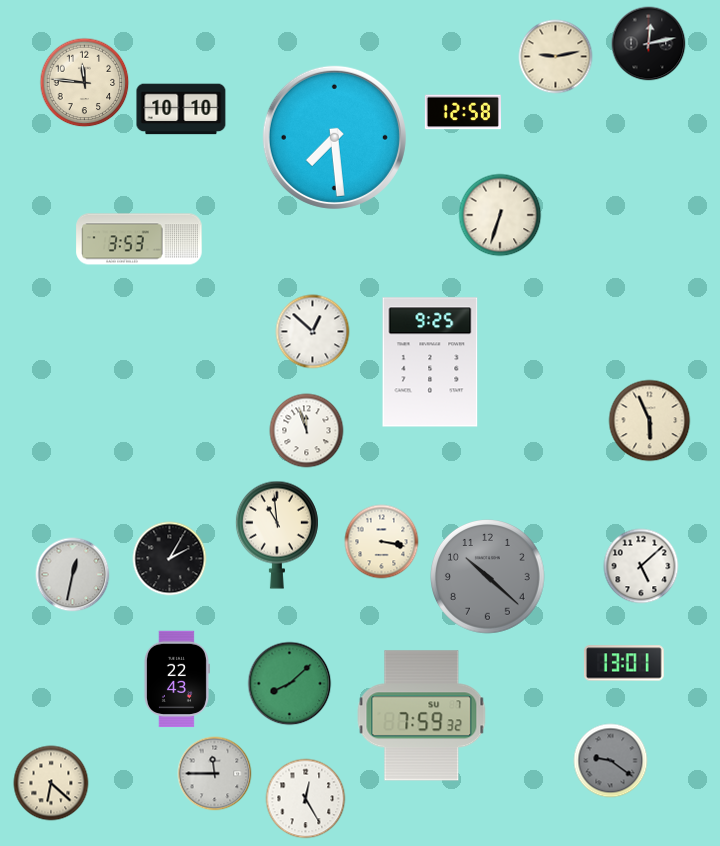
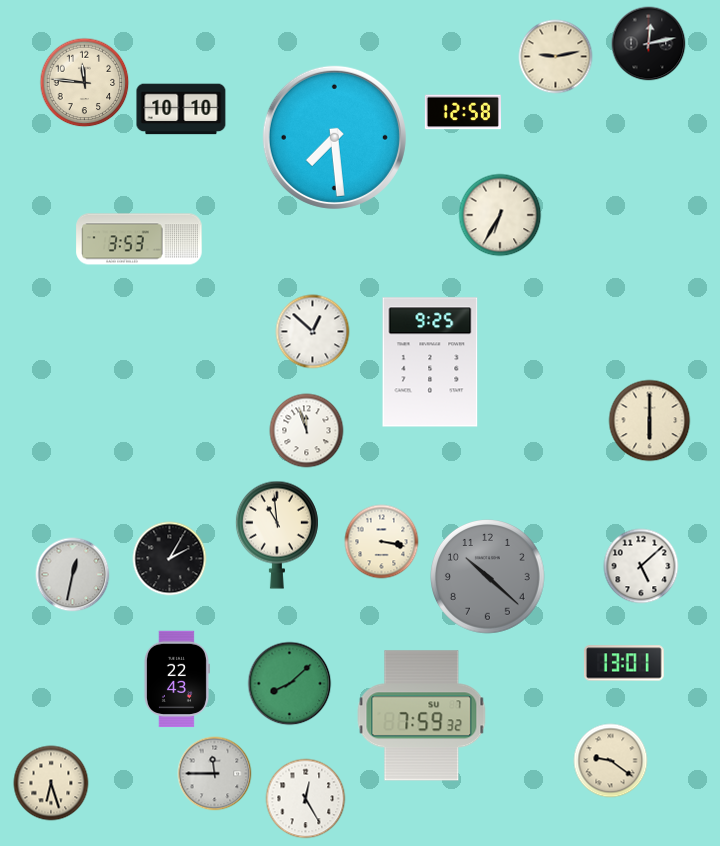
clock at (500, 215): 6:33 -> 6:35
clock at (650, 421): 5:56 -> 6:00
clock at (611, 761) dial: grey -> cream
clock at (51, 783): 6:22 -> 6:27
